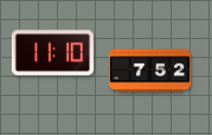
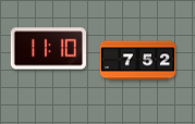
clock at (150, 71) position: (150, 71) -> (138, 61)
